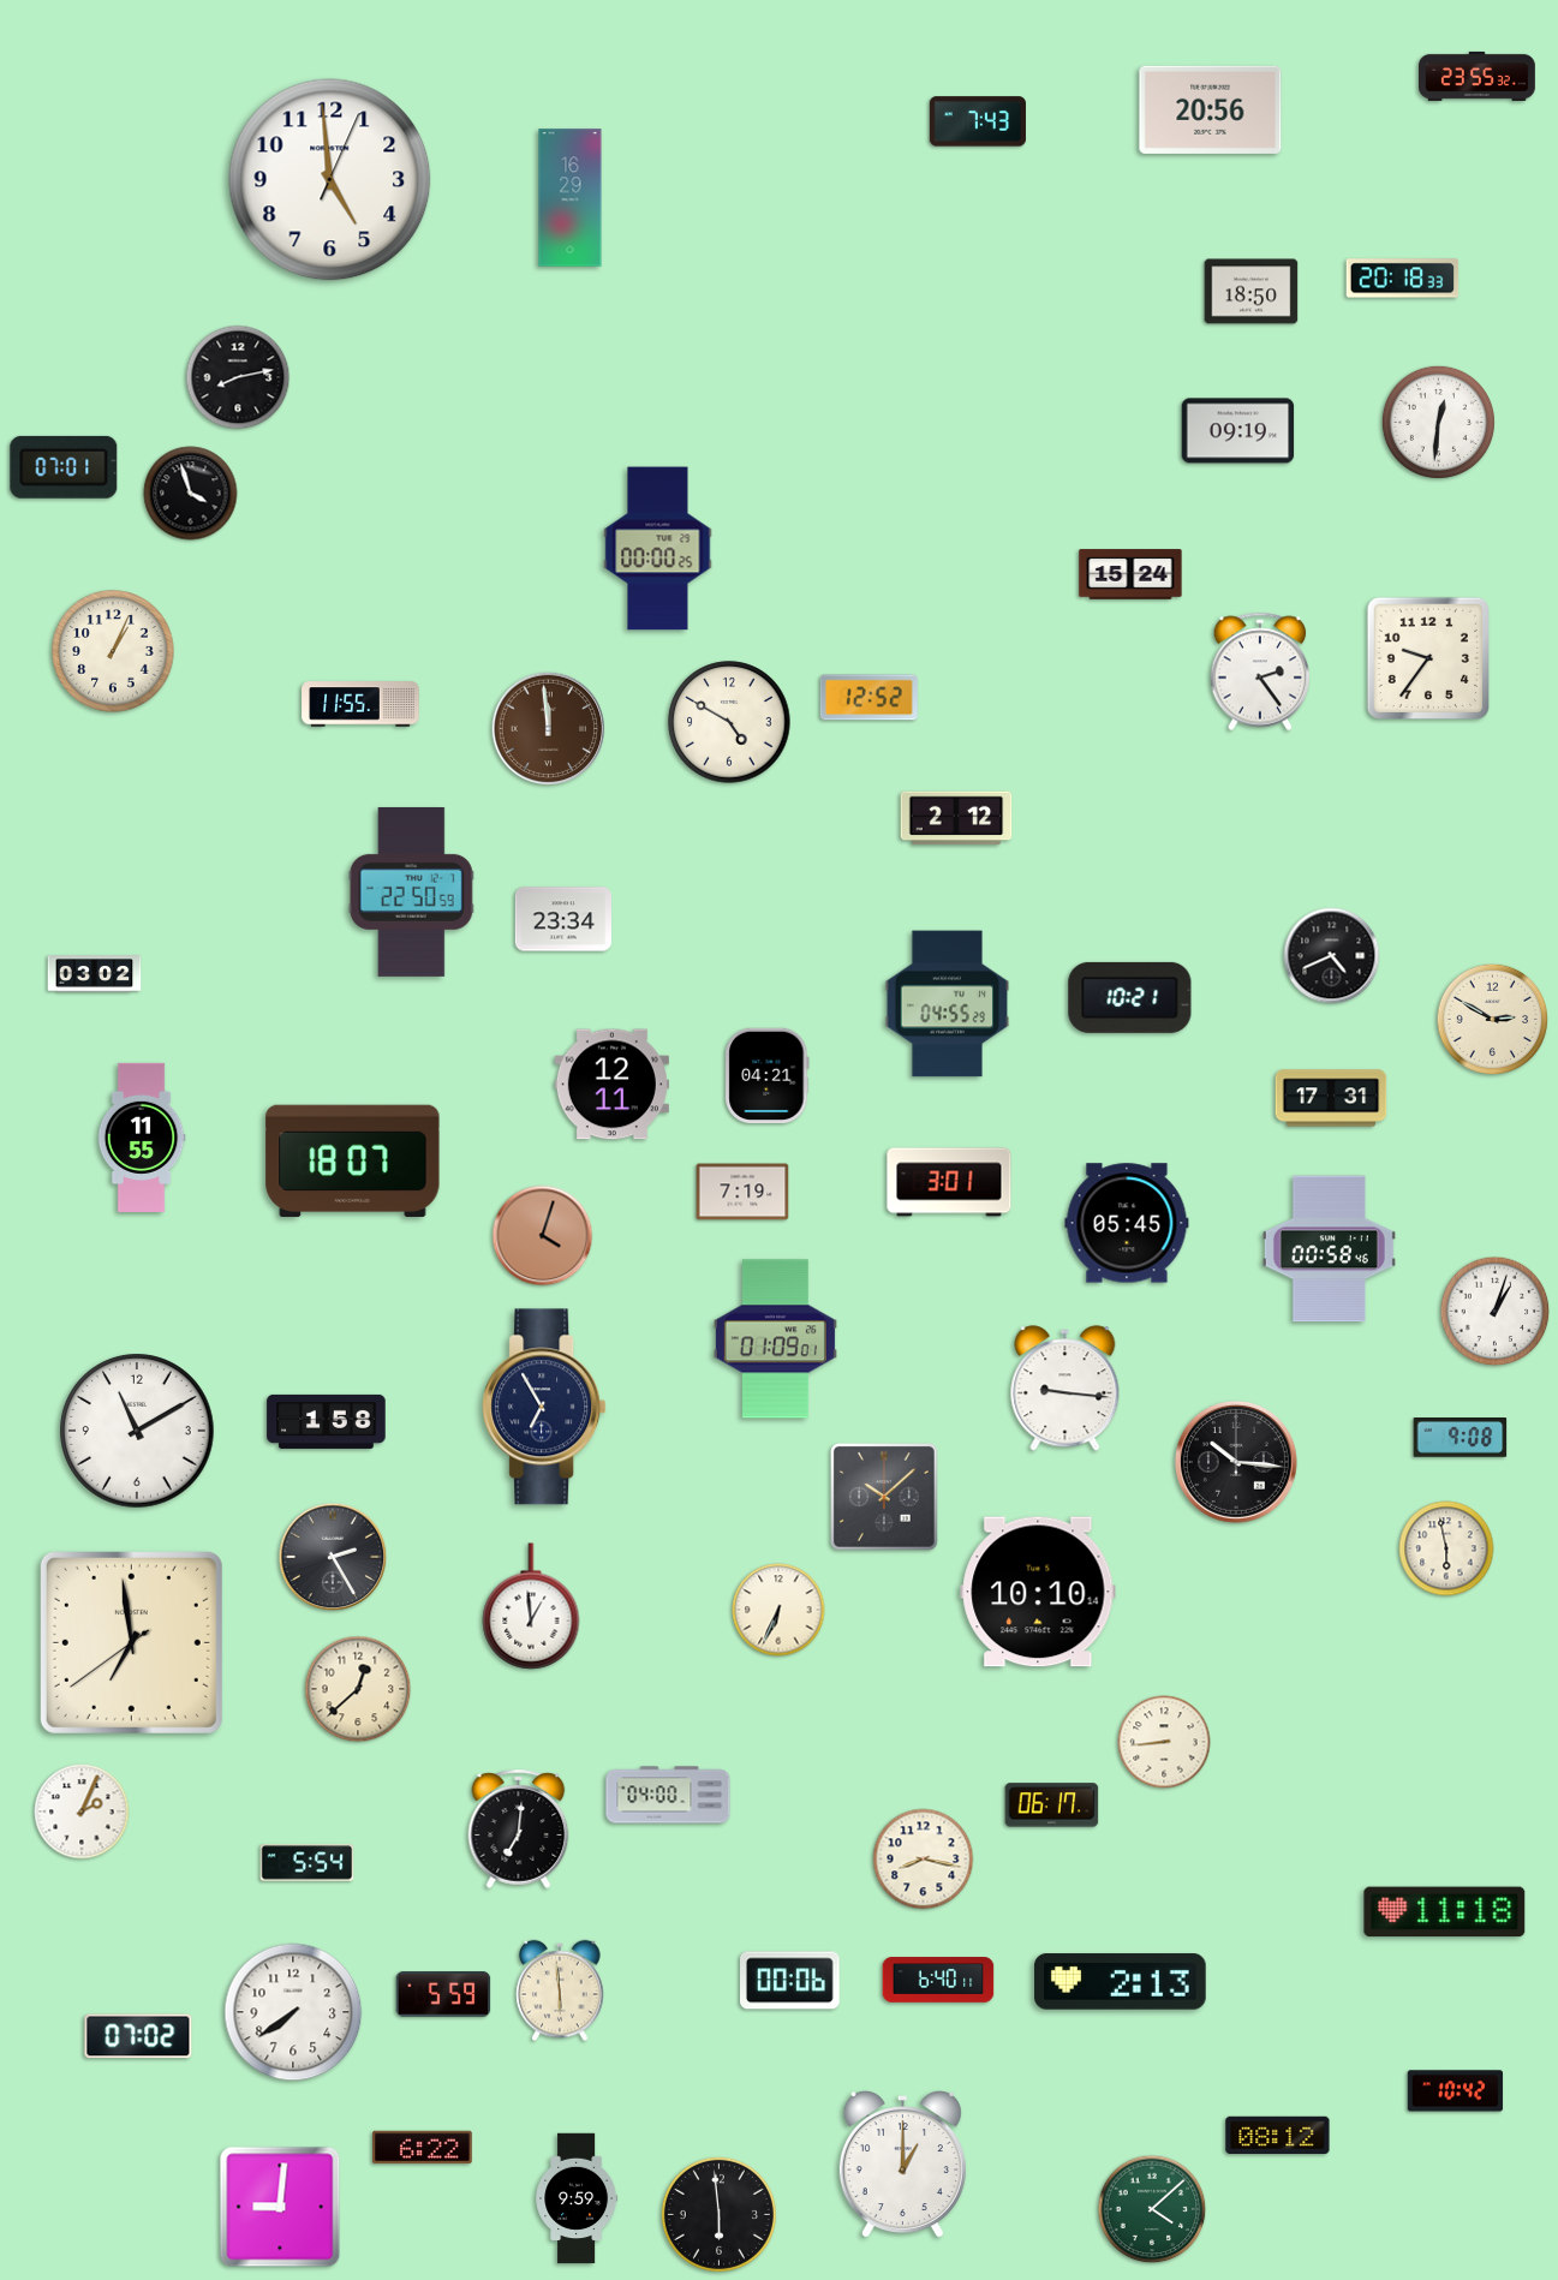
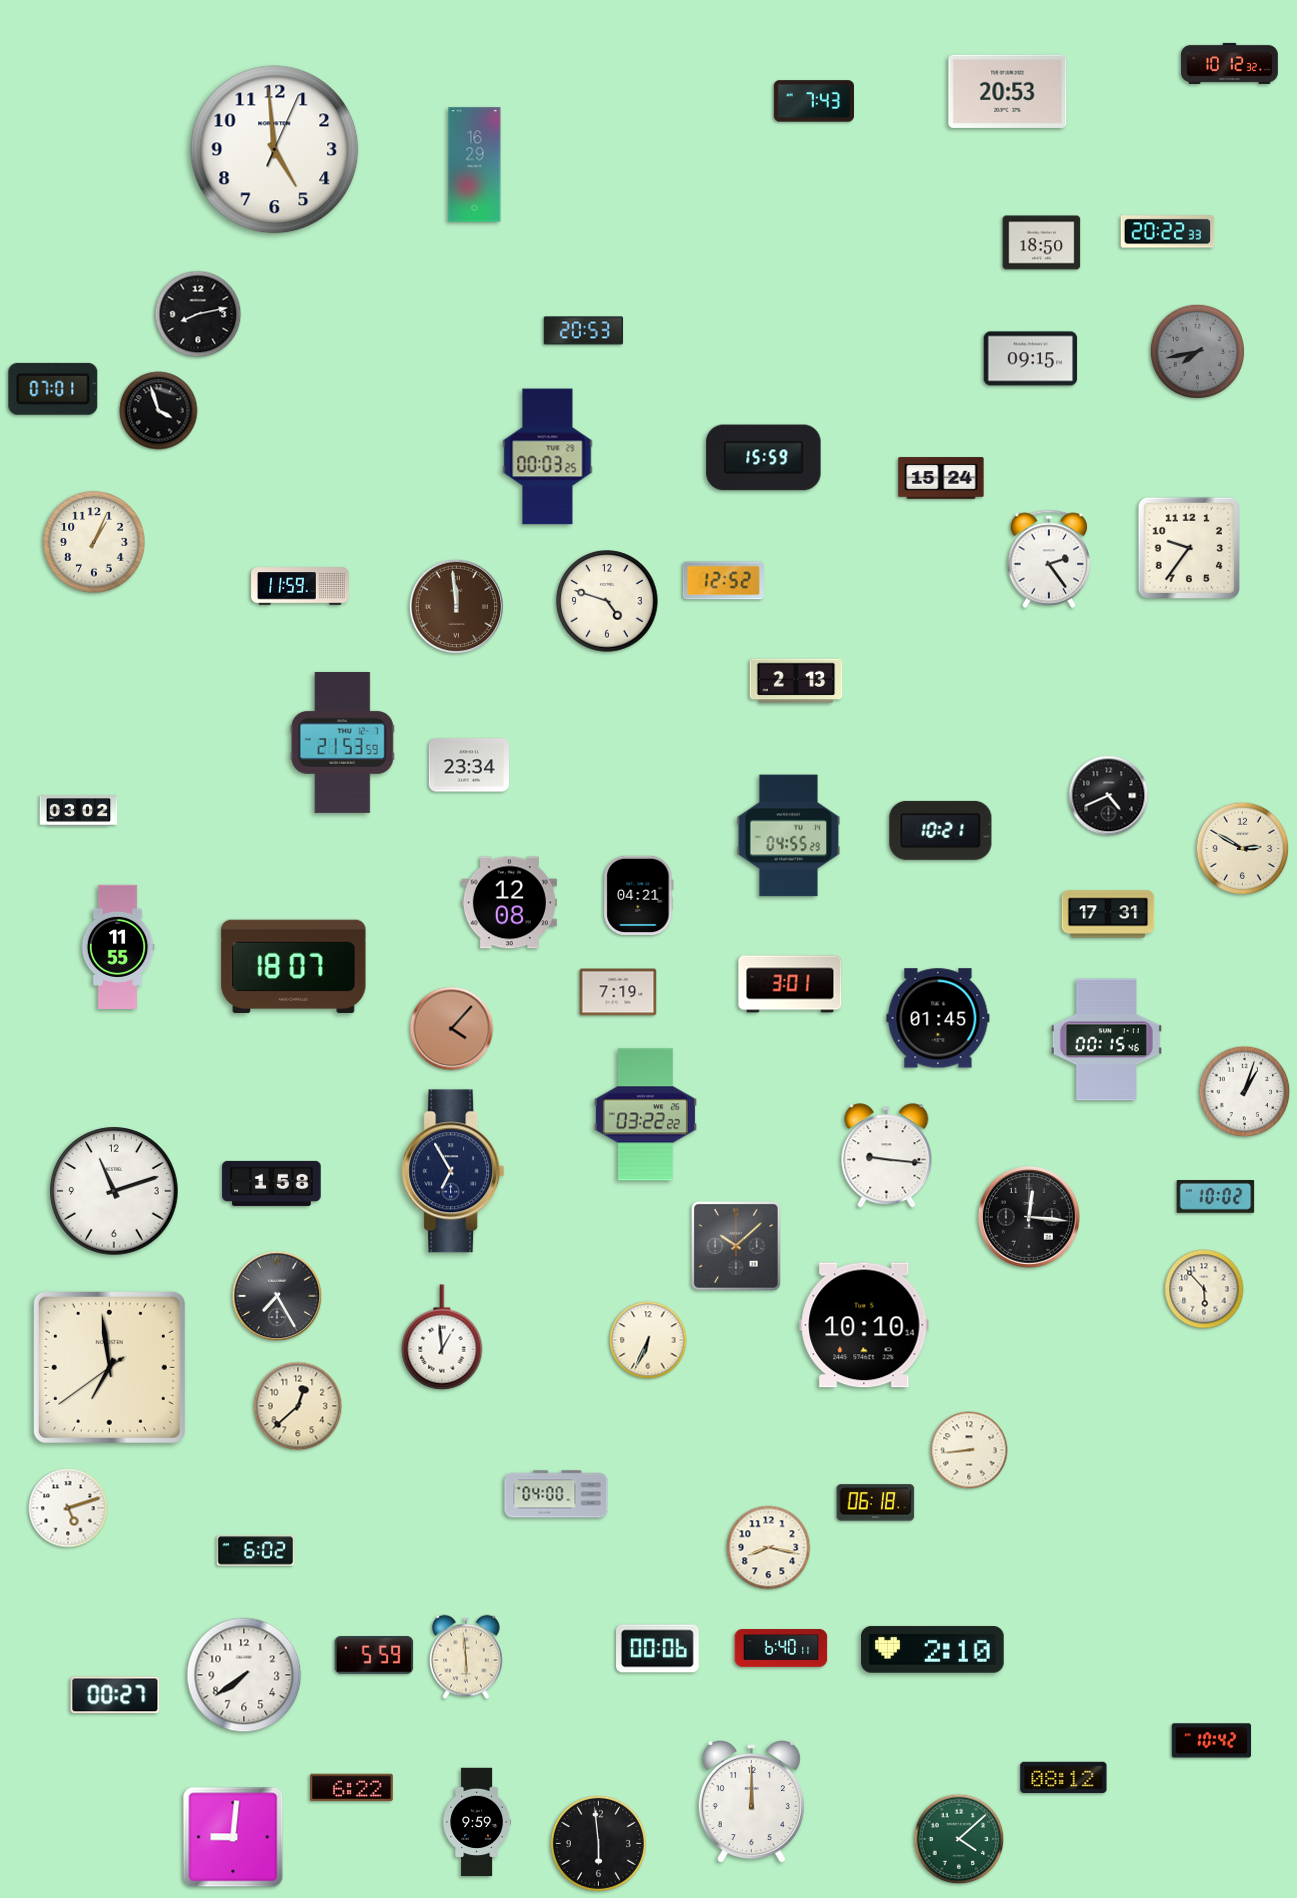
clock at (1478, 76): 23:55 -> 10:12
clock at (1211, 109): 20:56 -> 20:53
clock at (1403, 279): 20:18 -> 20:22
clock at (584, 331): none -> 20:53
clock at (1438, 422): 12:31 -> 7:43
clock at (1438, 422) dial: white -> grey
clock at (1238, 431): 09:19 -> 09:15
clock at (658, 549): 00:00 -> 00:03
clock at (764, 458): none -> 15:59
clock at (360, 704): 11:55 -> 11:59
clock at (729, 722): 4:50 -> 4:48
clock at (956, 818): 2:12 -> 2:13
clock at (411, 891): 22:50 -> 21:53
clock at (611, 1085): 12:11 -> 12:08
clock at (1127, 1223): 05:45 -> 01:45
clock at (543, 1236): 4:03 -> 4:07
clock at (1329, 1249): 00:58 -> 00:15
clock at (775, 1339): 01:09 -> 03:22
clock at (137, 1431): 11:10 -> 11:12
clock at (1461, 1438): 9:08 -> 10:02
clock at (1236, 1462): 10:16 -> 12:16
clock at (1446, 1548): 5:58 -> 5:53
clock at (333, 1557): 2:25 -> 7:25
clock at (1052, 1806): 06:17 -> 06:18
clock at (82, 1812): 2:04 -> 5:12
clock at (519, 1828): 7:01 -> none
clock at (308, 1863): 5:54 -> 6:02
clock at (1445, 1912): 11:18 -> none
clock at (1121, 1982): 2:13 -> 2:10
clock at (443, 1994) position: (443, 1994) -> (374, 1655)
clock at (138, 2036): 07:02 -> 00:27
clock at (902, 2166): 1:00 -> 12:00
clock at (577, 2198) position: (577, 2198) -> (477, 1822)
